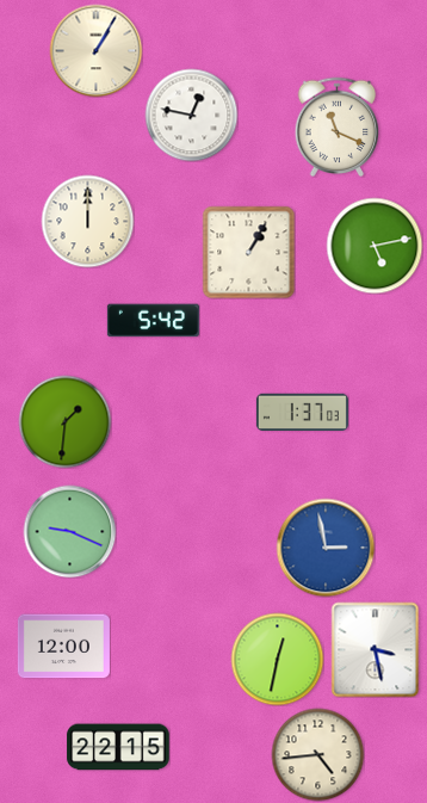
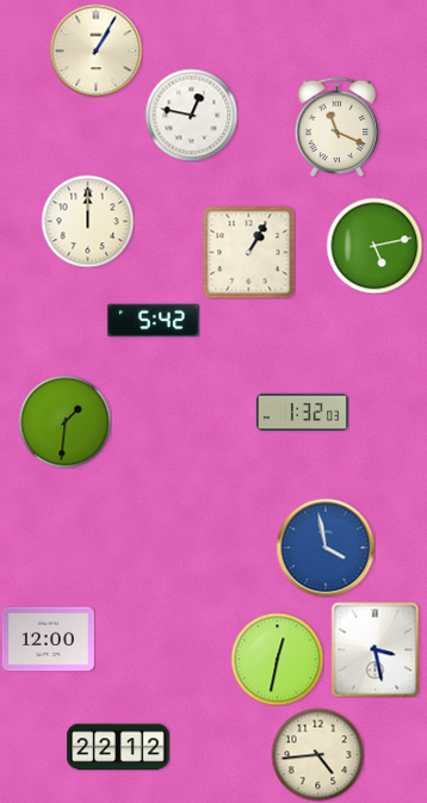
clock at (302, 413): 1:37 -> 1:32
clock at (69, 531): 9:19 -> none
clock at (326, 548): 2:58 -> 3:58
clock at (63, 647) position: (63, 647) -> (48, 640)
clock at (118, 747): 22:15 -> 22:12
